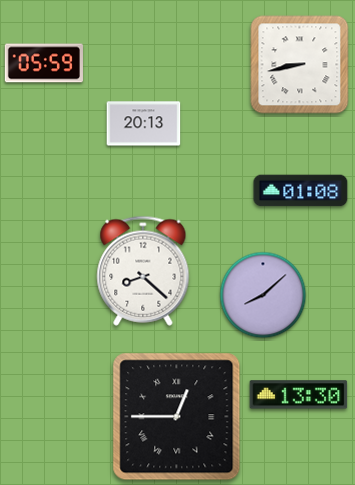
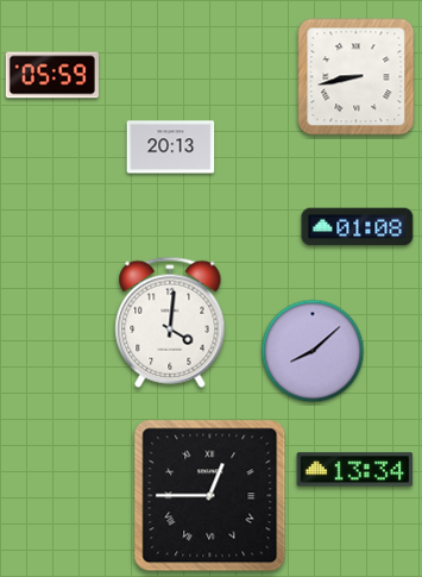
clock at (143, 271): 8:22 -> 4:01
clock at (299, 395): 13:30 -> 13:34
